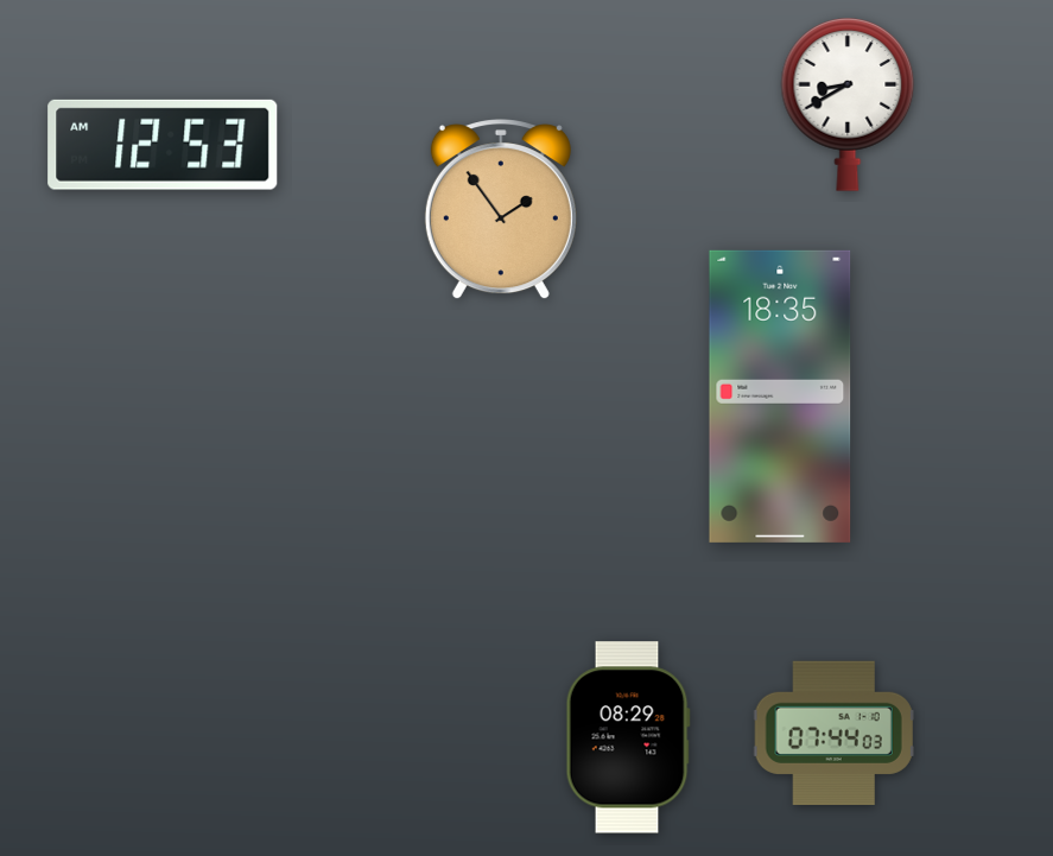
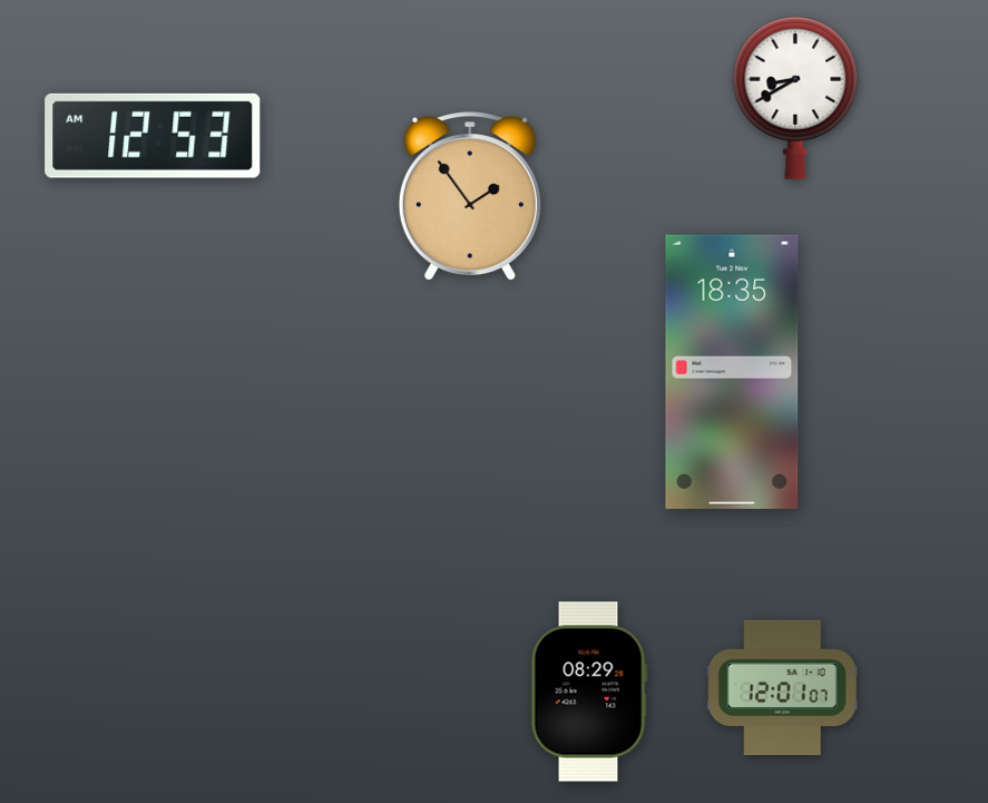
clock at (833, 733): 07:44 -> 12:01
